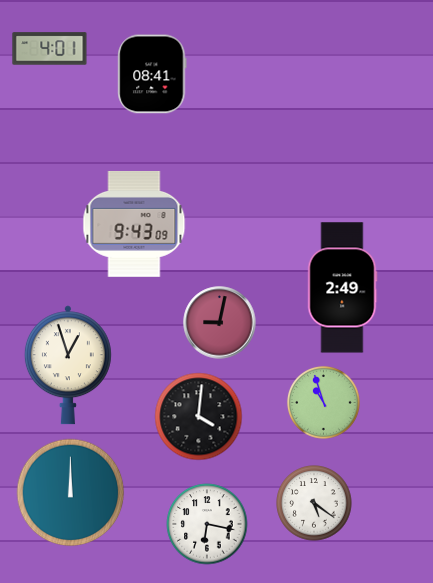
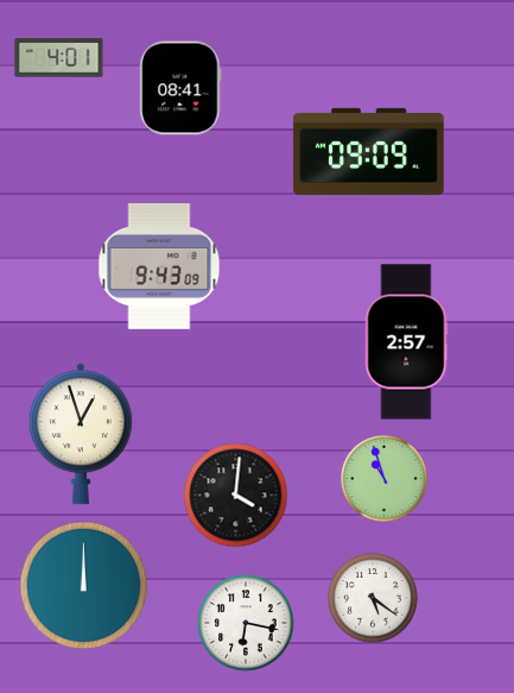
clock at (369, 151): none -> 09:09
clock at (342, 288): 2:49 -> 2:57
clock at (220, 323): 9:02 -> none
